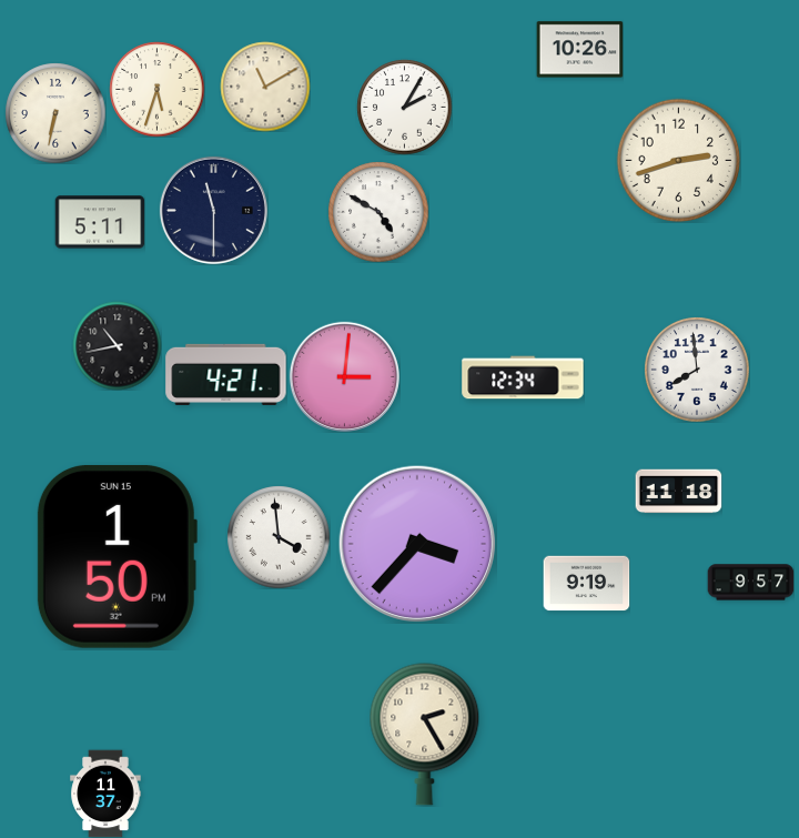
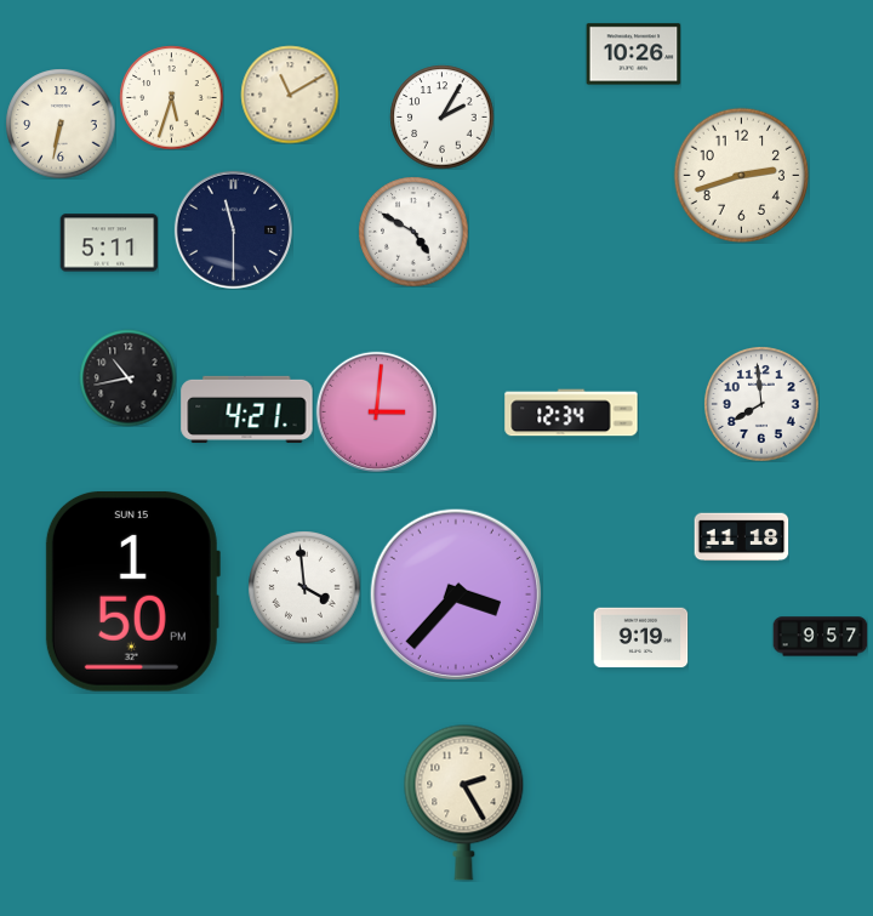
clock at (117, 556) position: (117, 556) -> (132, 591)
clock at (105, 794): 11:37 -> none
